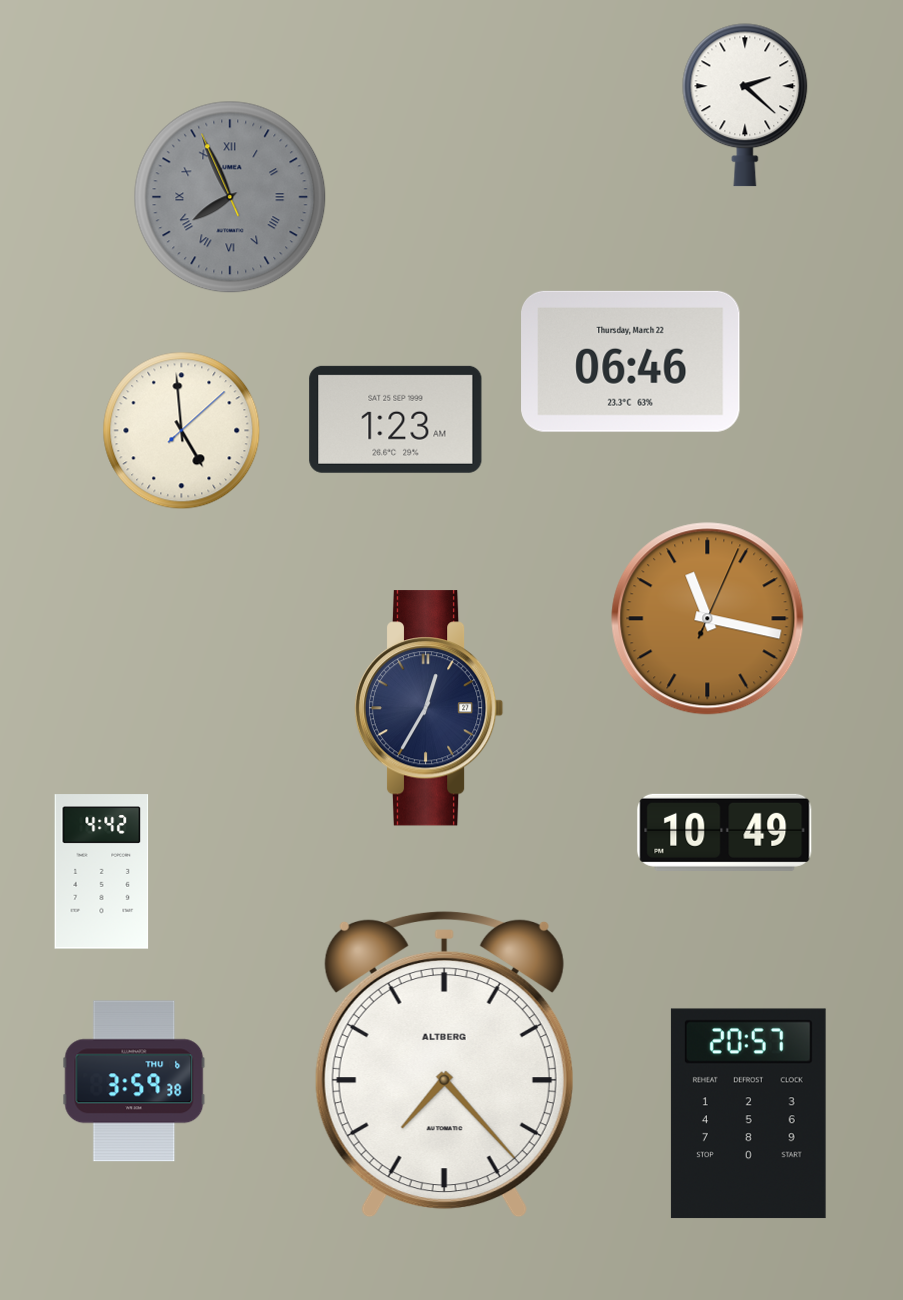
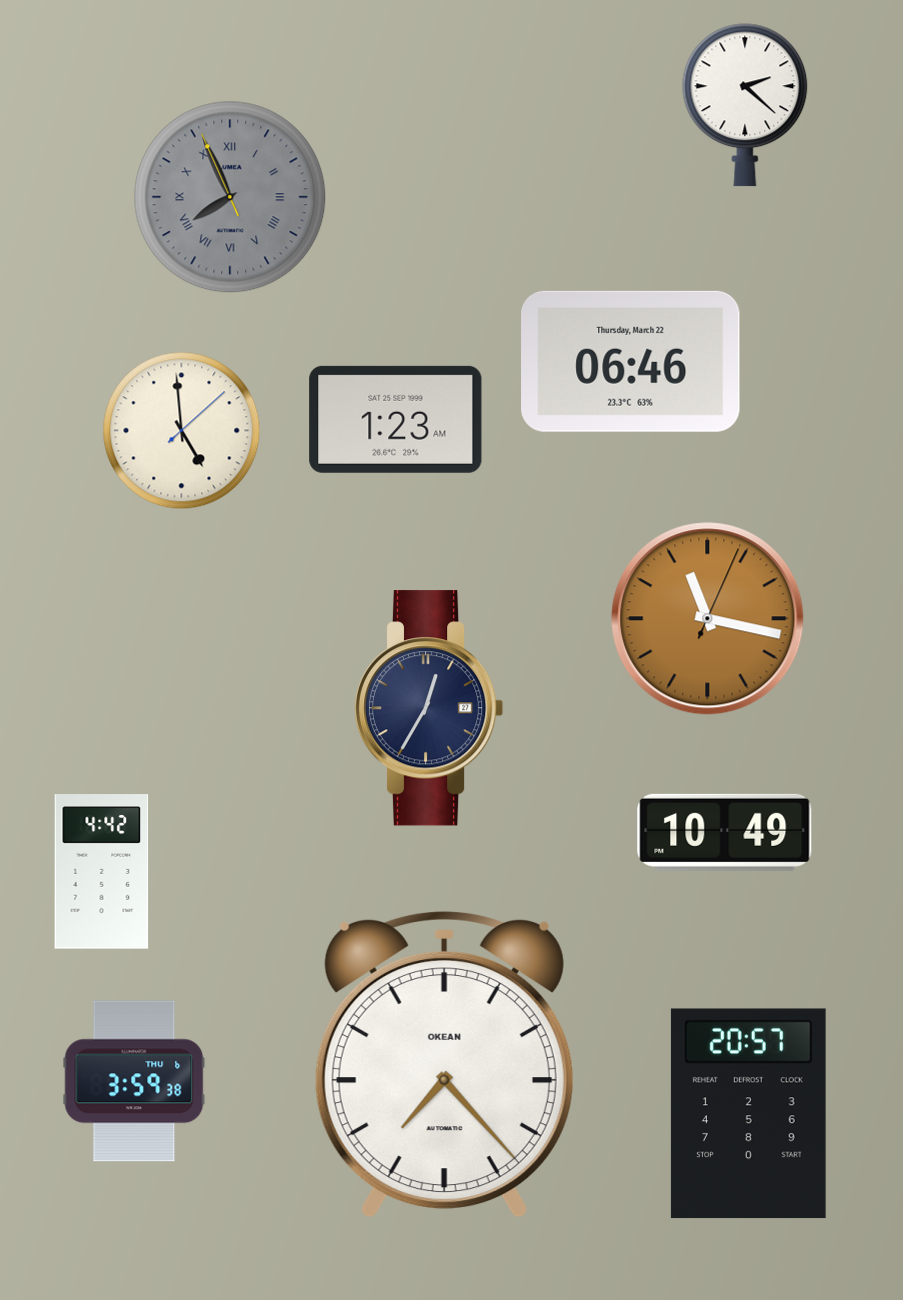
clock at (444, 1064) brand: ALTBERG -> OKEAN
